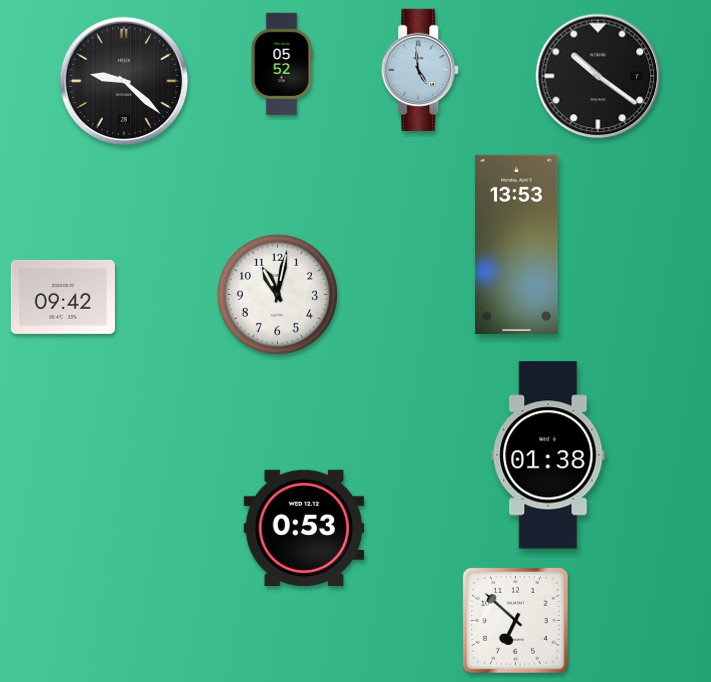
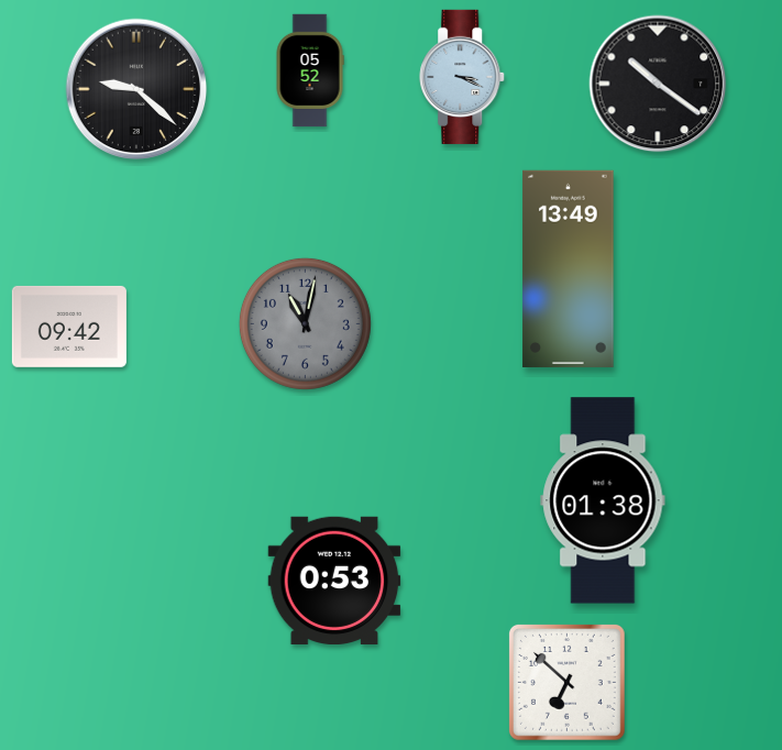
clock at (421, 70): 4:59 -> 3:19
clock at (517, 244): 13:53 -> 13:49
clock at (277, 294) dial: white -> grey
